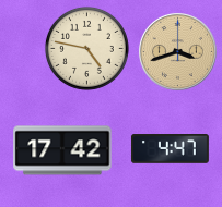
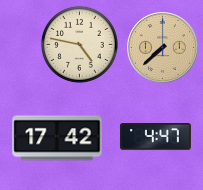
clock at (177, 51): 3:42 -> 7:38
